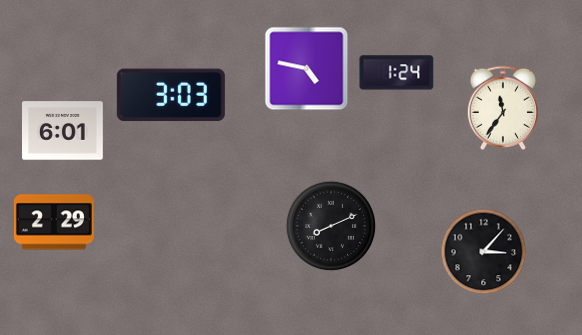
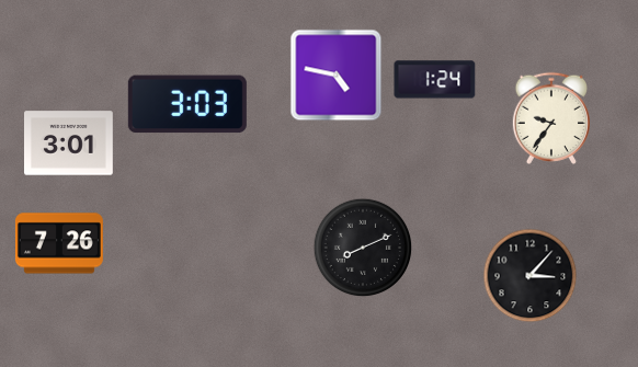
clock at (502, 108): 11:36 -> 9:36
clock at (63, 131): 6:01 -> 3:01
clock at (54, 222): 2:29 -> 7:26
